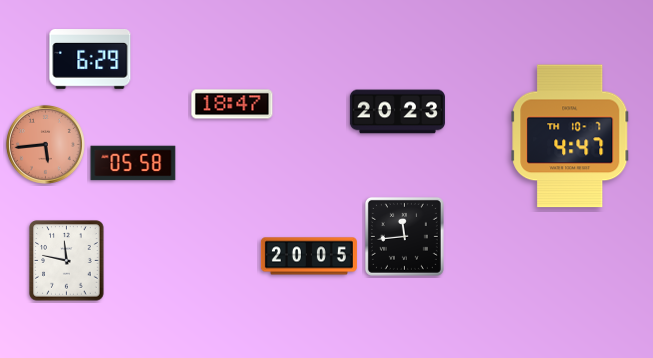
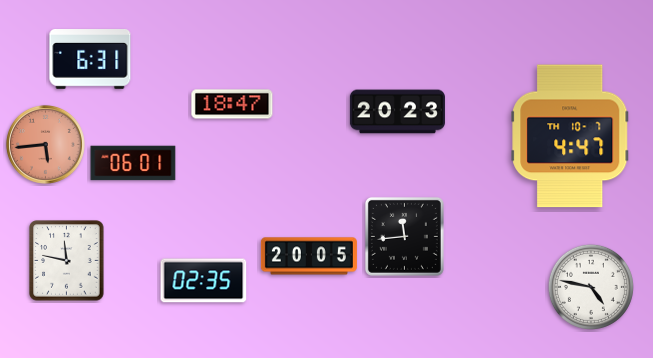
clock at (90, 60): 6:29 -> 6:31
clock at (133, 163): 05:58 -> 06:01
clock at (204, 281): none -> 02:35
clock at (591, 287): none -> 4:47
